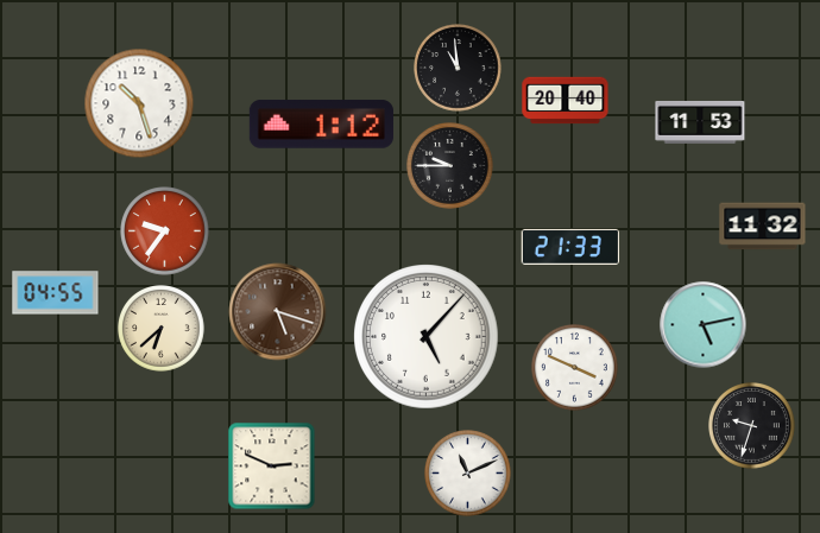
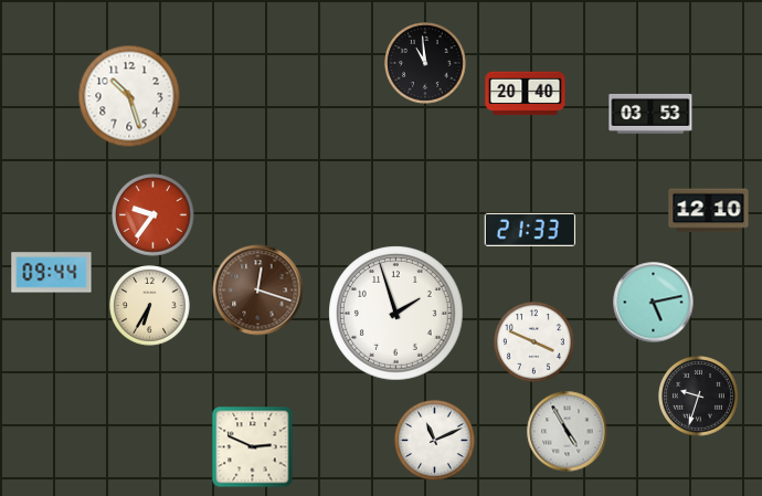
clock at (700, 122): 11:53 -> 03:53
clock at (321, 125): 1:12 -> none
clock at (450, 166): 9:45 -> none
clock at (763, 227): 11:32 -> 12:10
clock at (56, 293): 04:55 -> 09:44
clock at (278, 312): 5:18 -> 12:18
clock at (162, 329): 6:38 -> 6:35
clock at (427, 337): 5:07 -> 1:57
clock at (568, 432): none -> 4:55
clock at (272, 467) position: (272, 467) -> (253, 447)
